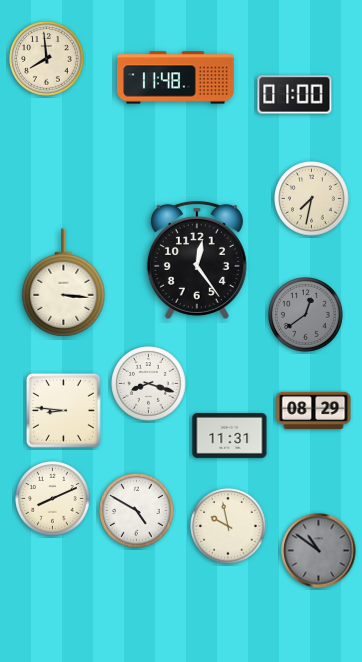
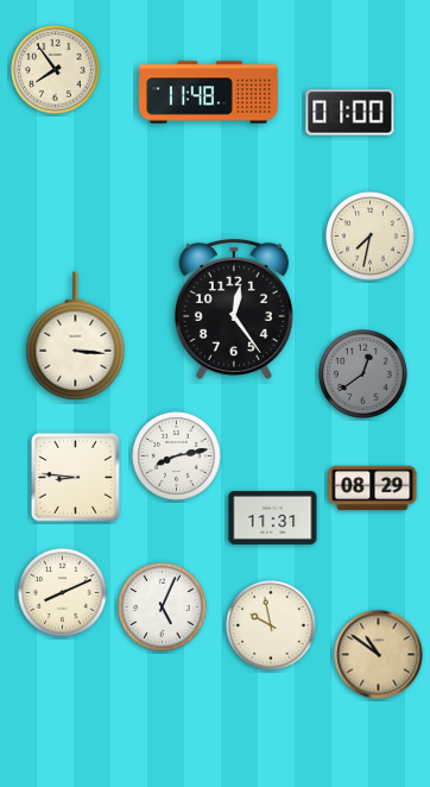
clock at (47, 59): 7:59 -> 7:54
clock at (149, 384): 8:18 -> 8:13
clock at (63, 410) position: (63, 410) -> (75, 477)
clock at (137, 511): 4:50 -> 5:04
clock at (319, 551) dial: grey -> champagne
